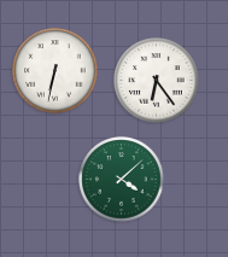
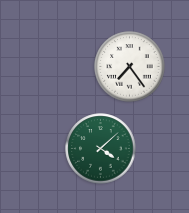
clock at (55, 71): 6:32 -> none
clock at (157, 81): 6:24 -> 7:24
